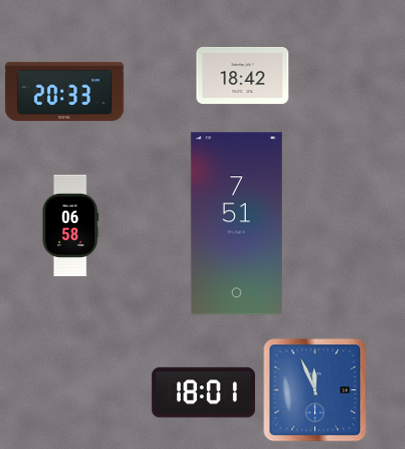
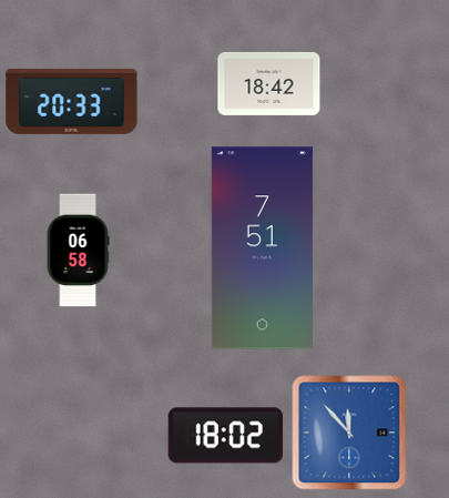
clock at (315, 390): 11:56 -> 11:53
clock at (204, 393): 18:01 -> 18:02
